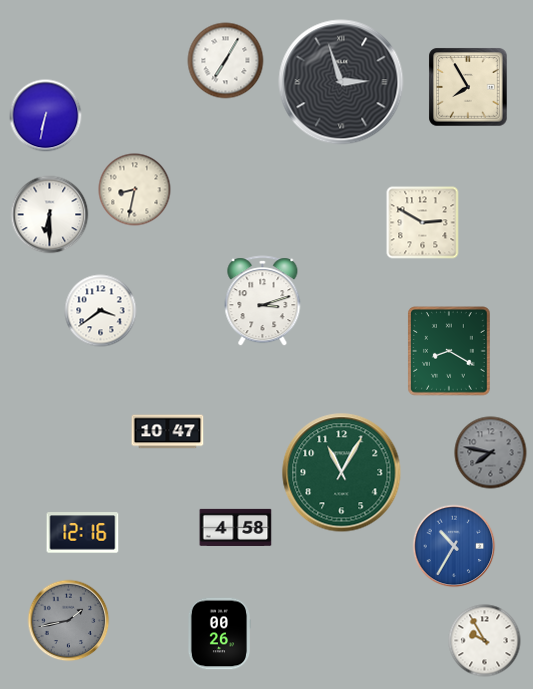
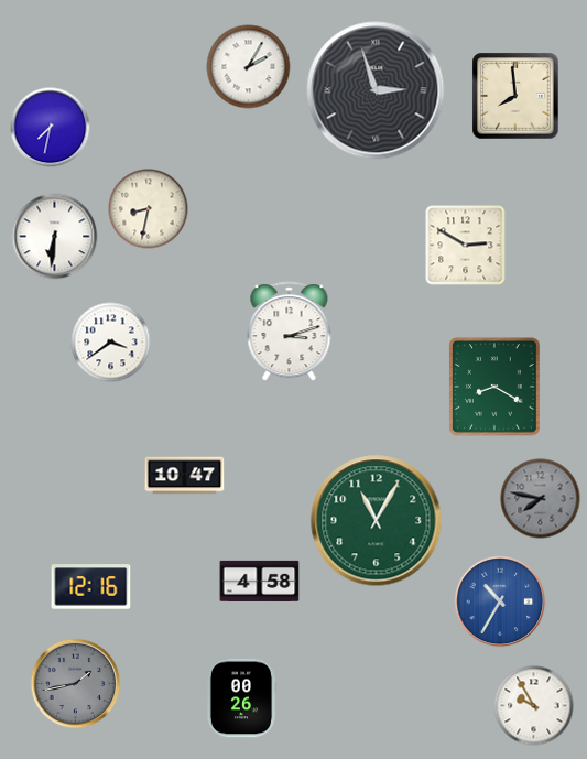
clock at (226, 61): 7:05 -> 2:05
clock at (468, 87): 7:55 -> 7:59
clock at (46, 116): 6:32 -> 7:32
clock at (50, 215): 6:30 -> 6:31
